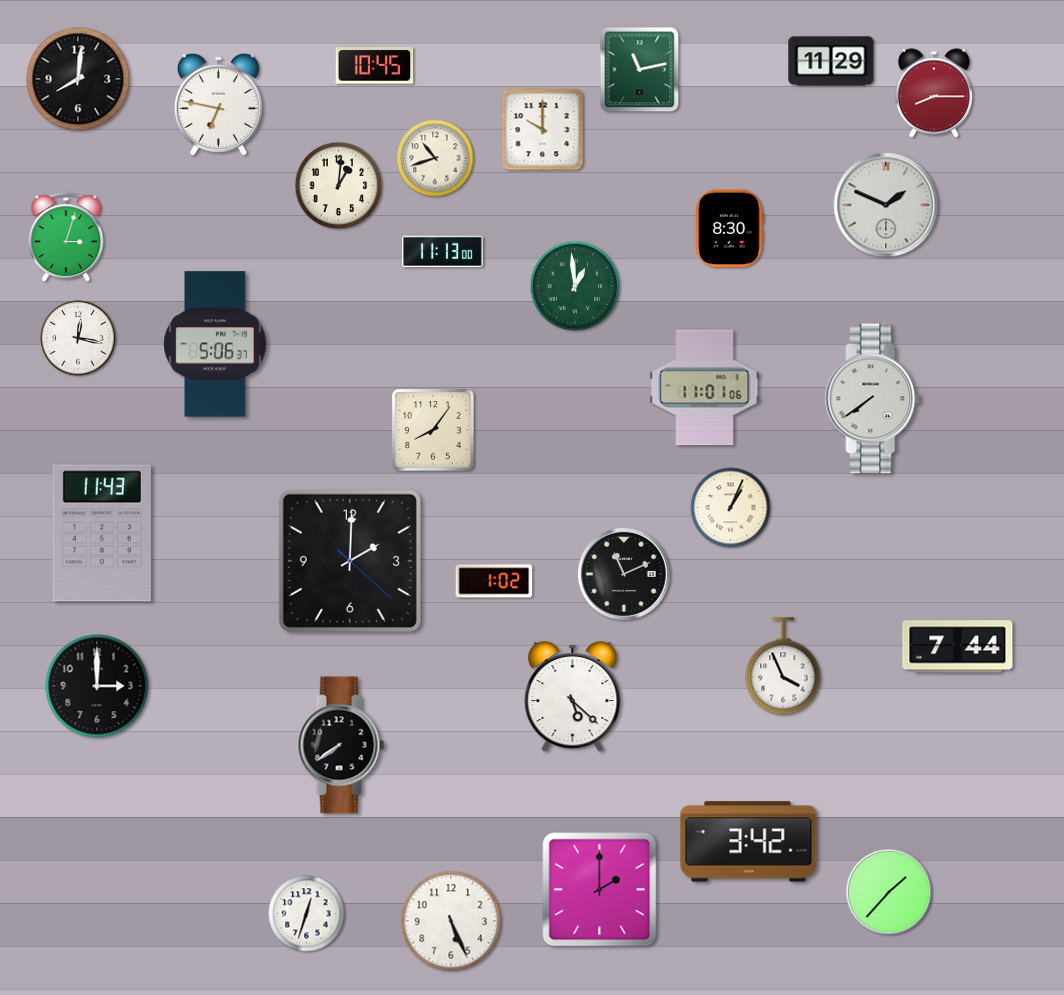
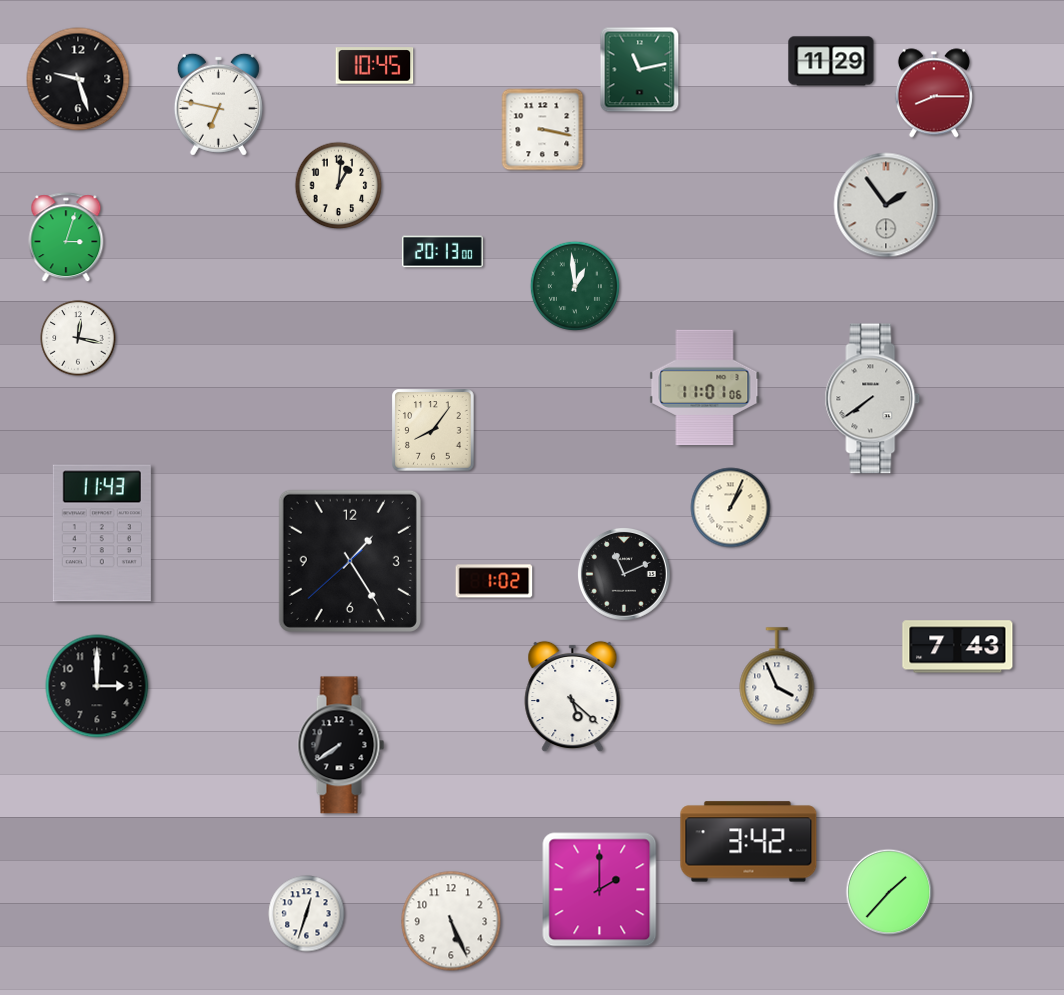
clock at (78, 79): 8:01 -> 9:27
clock at (543, 130): 10:00 -> 3:17
clock at (435, 158): 10:42 -> none
clock at (886, 205): 1:49 -> 1:54
clock at (730, 229): 8:30 -> none
clock at (442, 252): 11:13 -> 20:13
clock at (215, 344): 5:06 -> none
clock at (350, 561): 2:00 -> 1:24
clock at (958, 647): 7:44 -> 7:43
clock at (783, 666) position: (783, 666) -> (777, 676)
